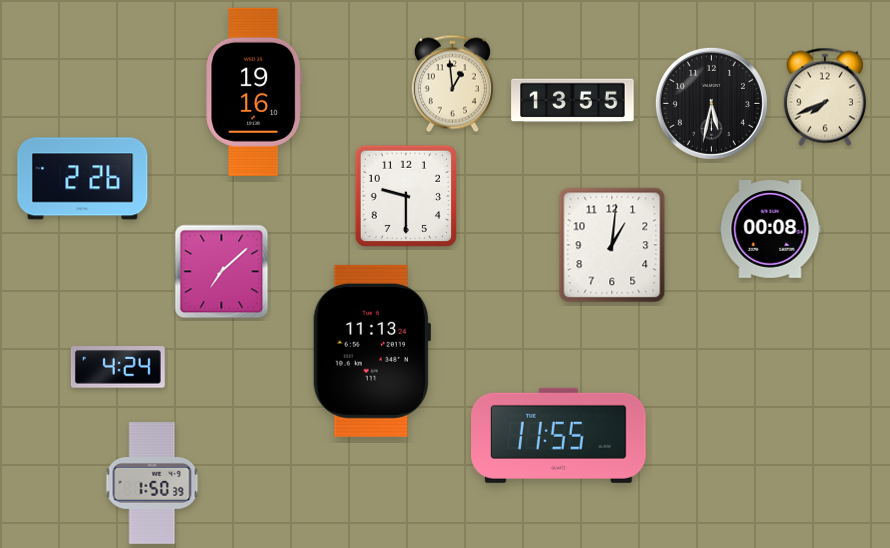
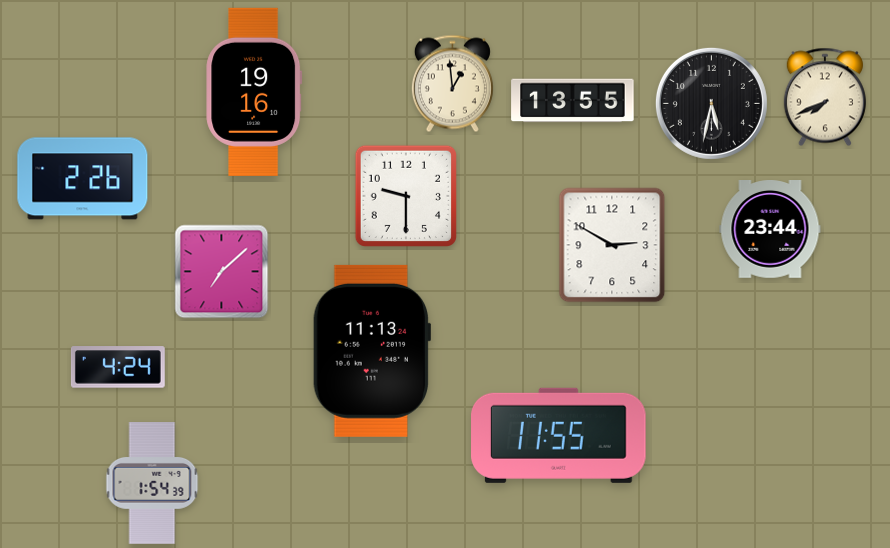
clock at (770, 230): 00:08 -> 23:44
clock at (612, 245): 1:01 -> 2:50
clock at (152, 483): 1:50 -> 1:54
